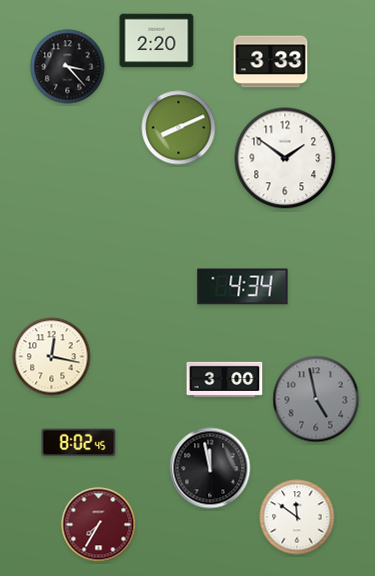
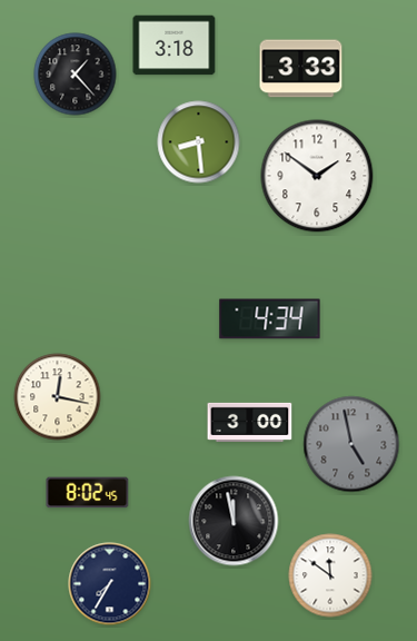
clock at (157, 41): 2:20 -> 3:18
clock at (68, 67): 3:23 -> 1:23
clock at (179, 128): 8:11 -> 8:29
clock at (99, 525) dial: burgundy -> navy
